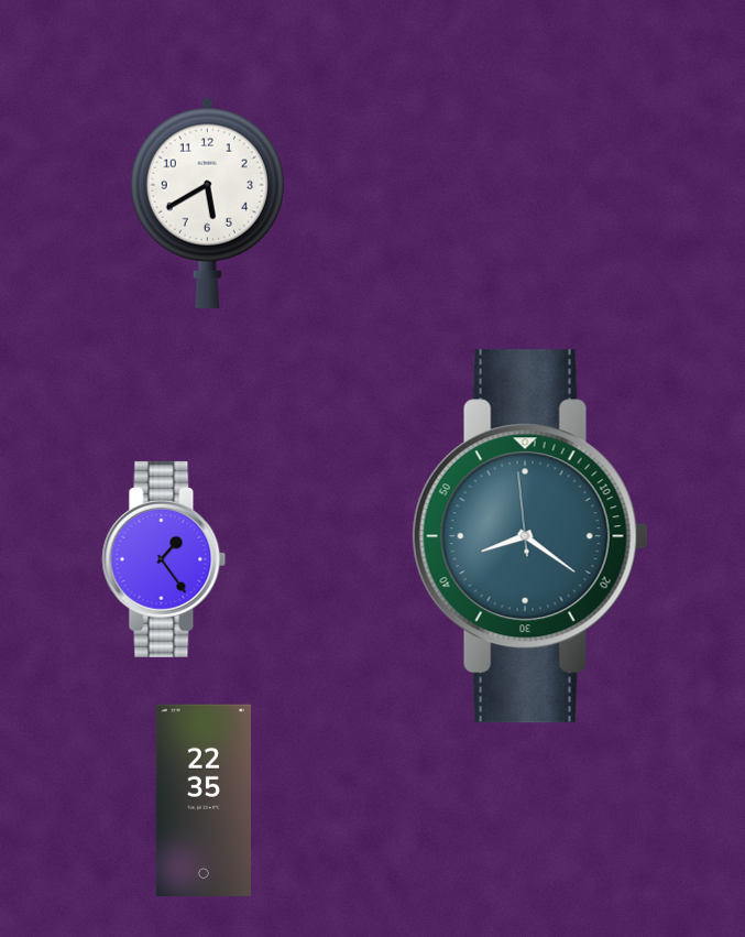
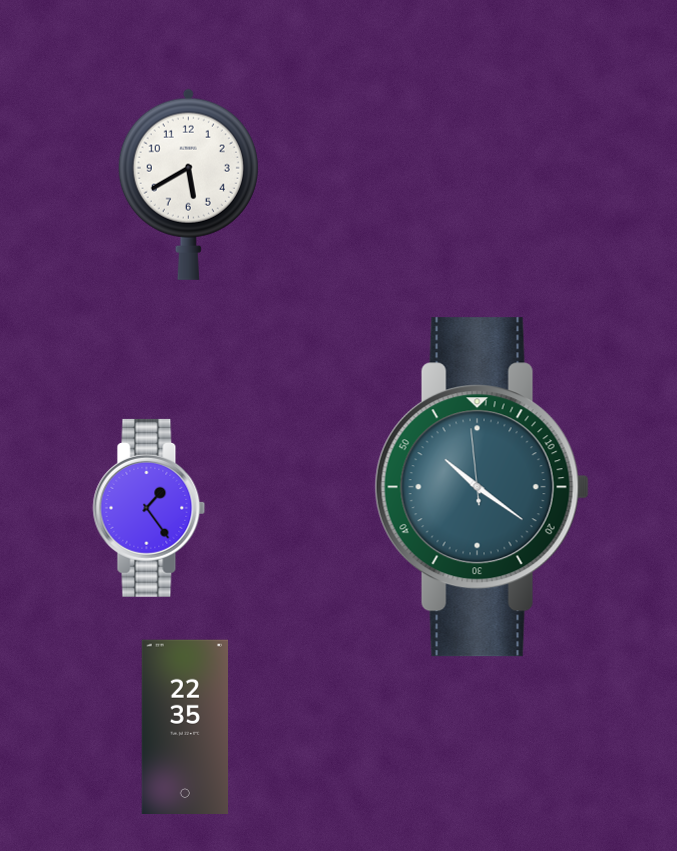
clock at (530, 536): 8:20 -> 10:20
